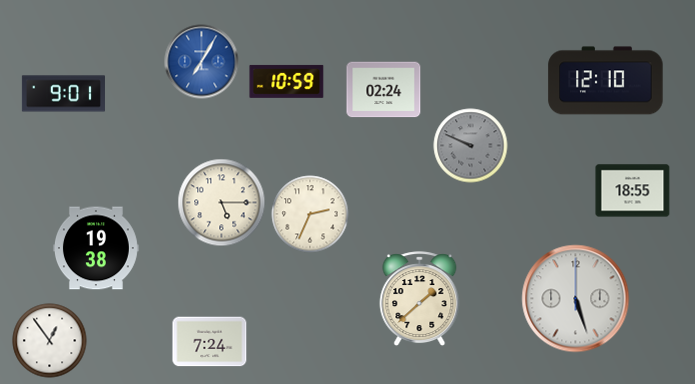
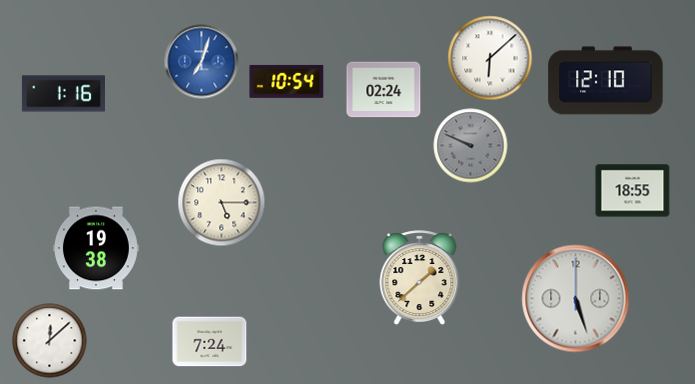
clock at (490, 58): none -> 6:08
clock at (202, 62): 7:05 -> 7:03
clock at (287, 81): 10:59 -> 10:54
clock at (63, 94): 9:01 -> 1:16
clock at (310, 214): 2:34 -> none
clock at (420, 299) position: (420, 299) -> (420, 278)
clock at (50, 341): 12:54 -> 12:08
